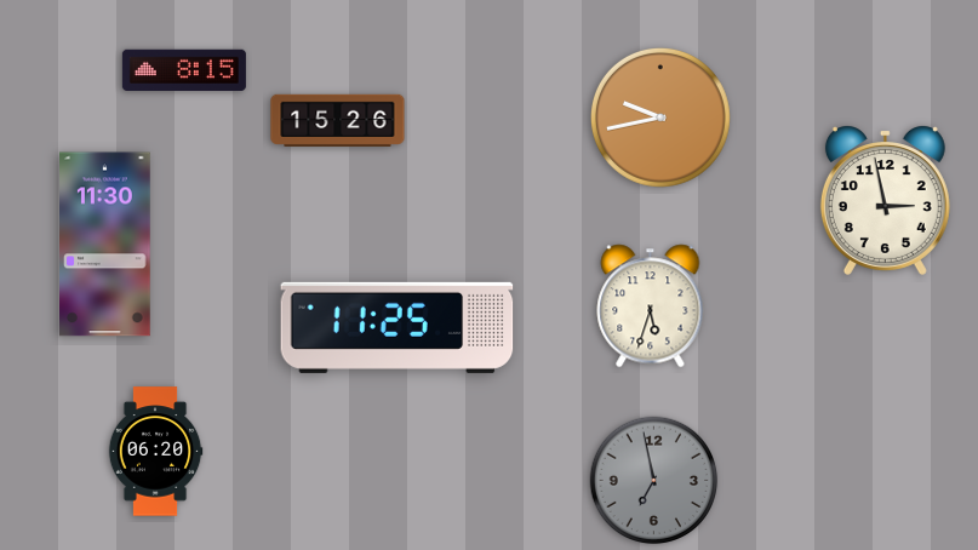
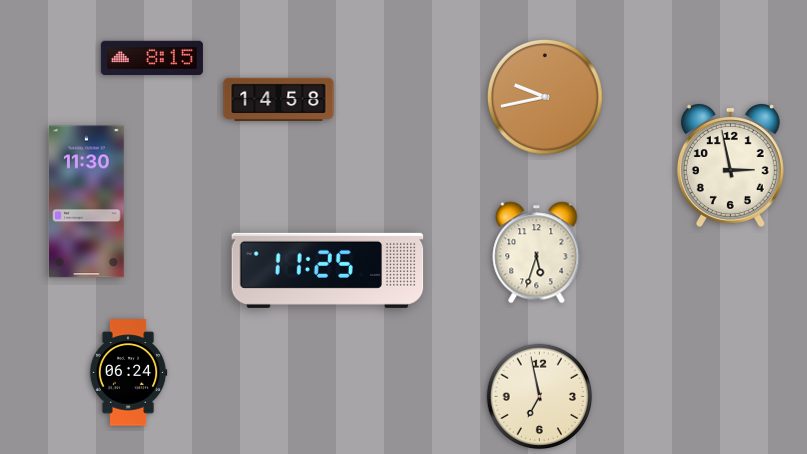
clock at (338, 120): 15:26 -> 14:58
clock at (155, 452): 06:20 -> 06:24
clock at (654, 481) dial: grey -> cream
